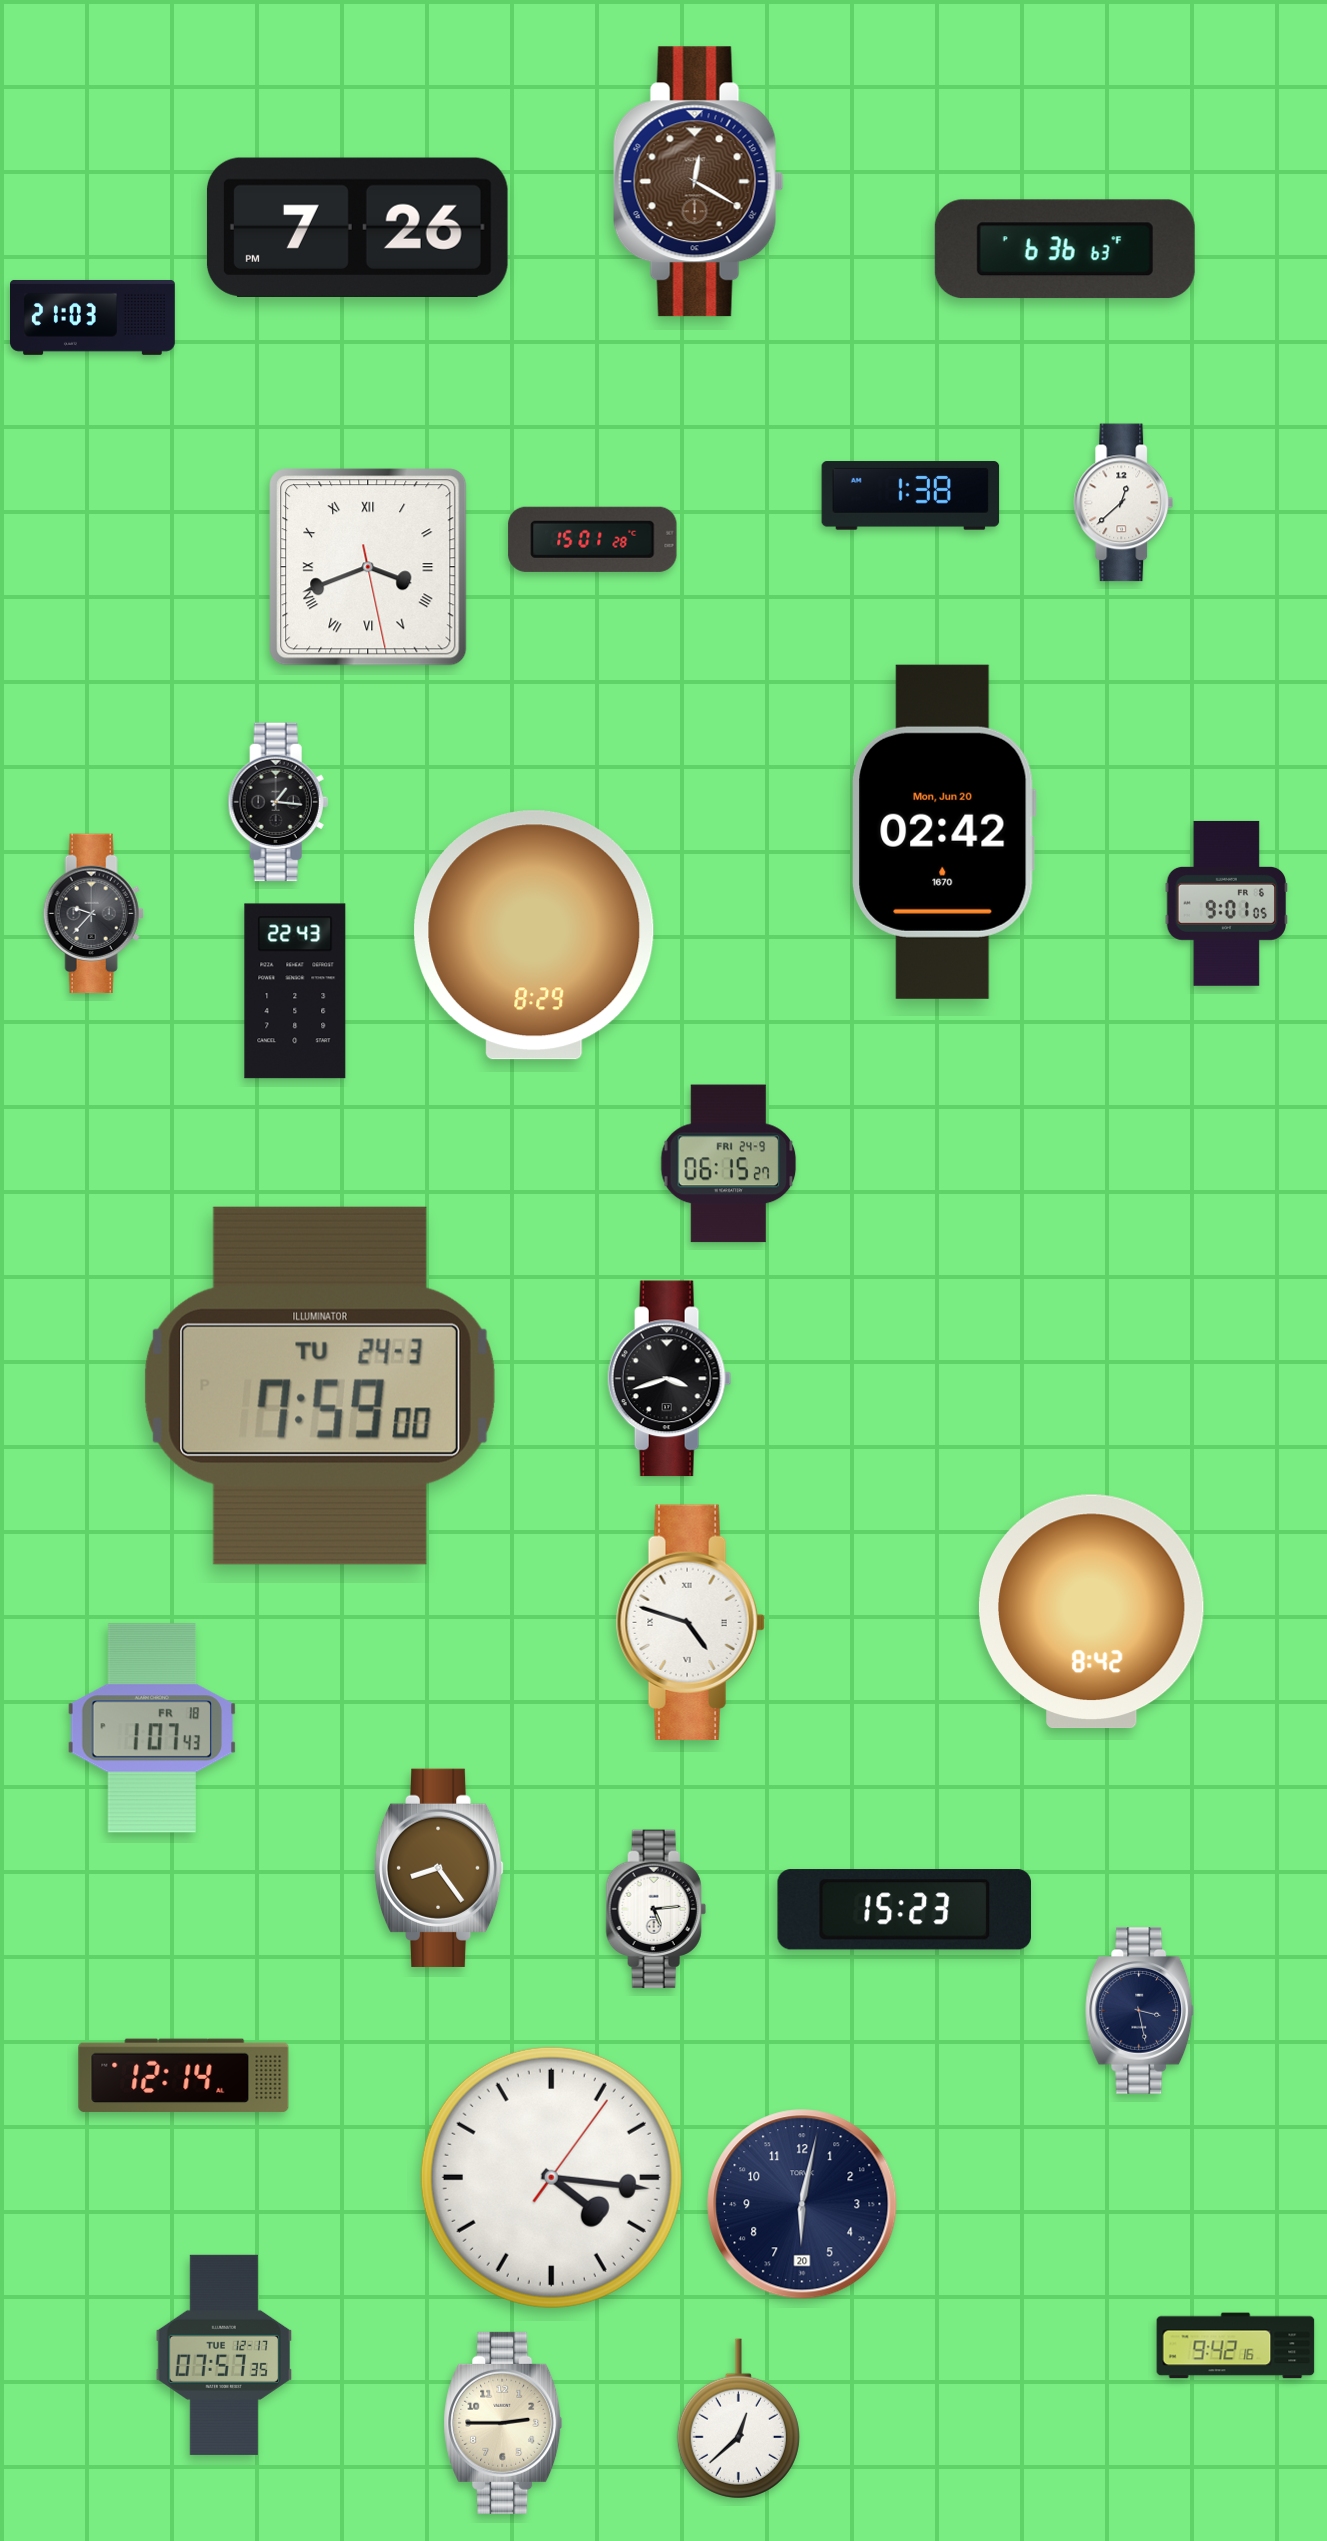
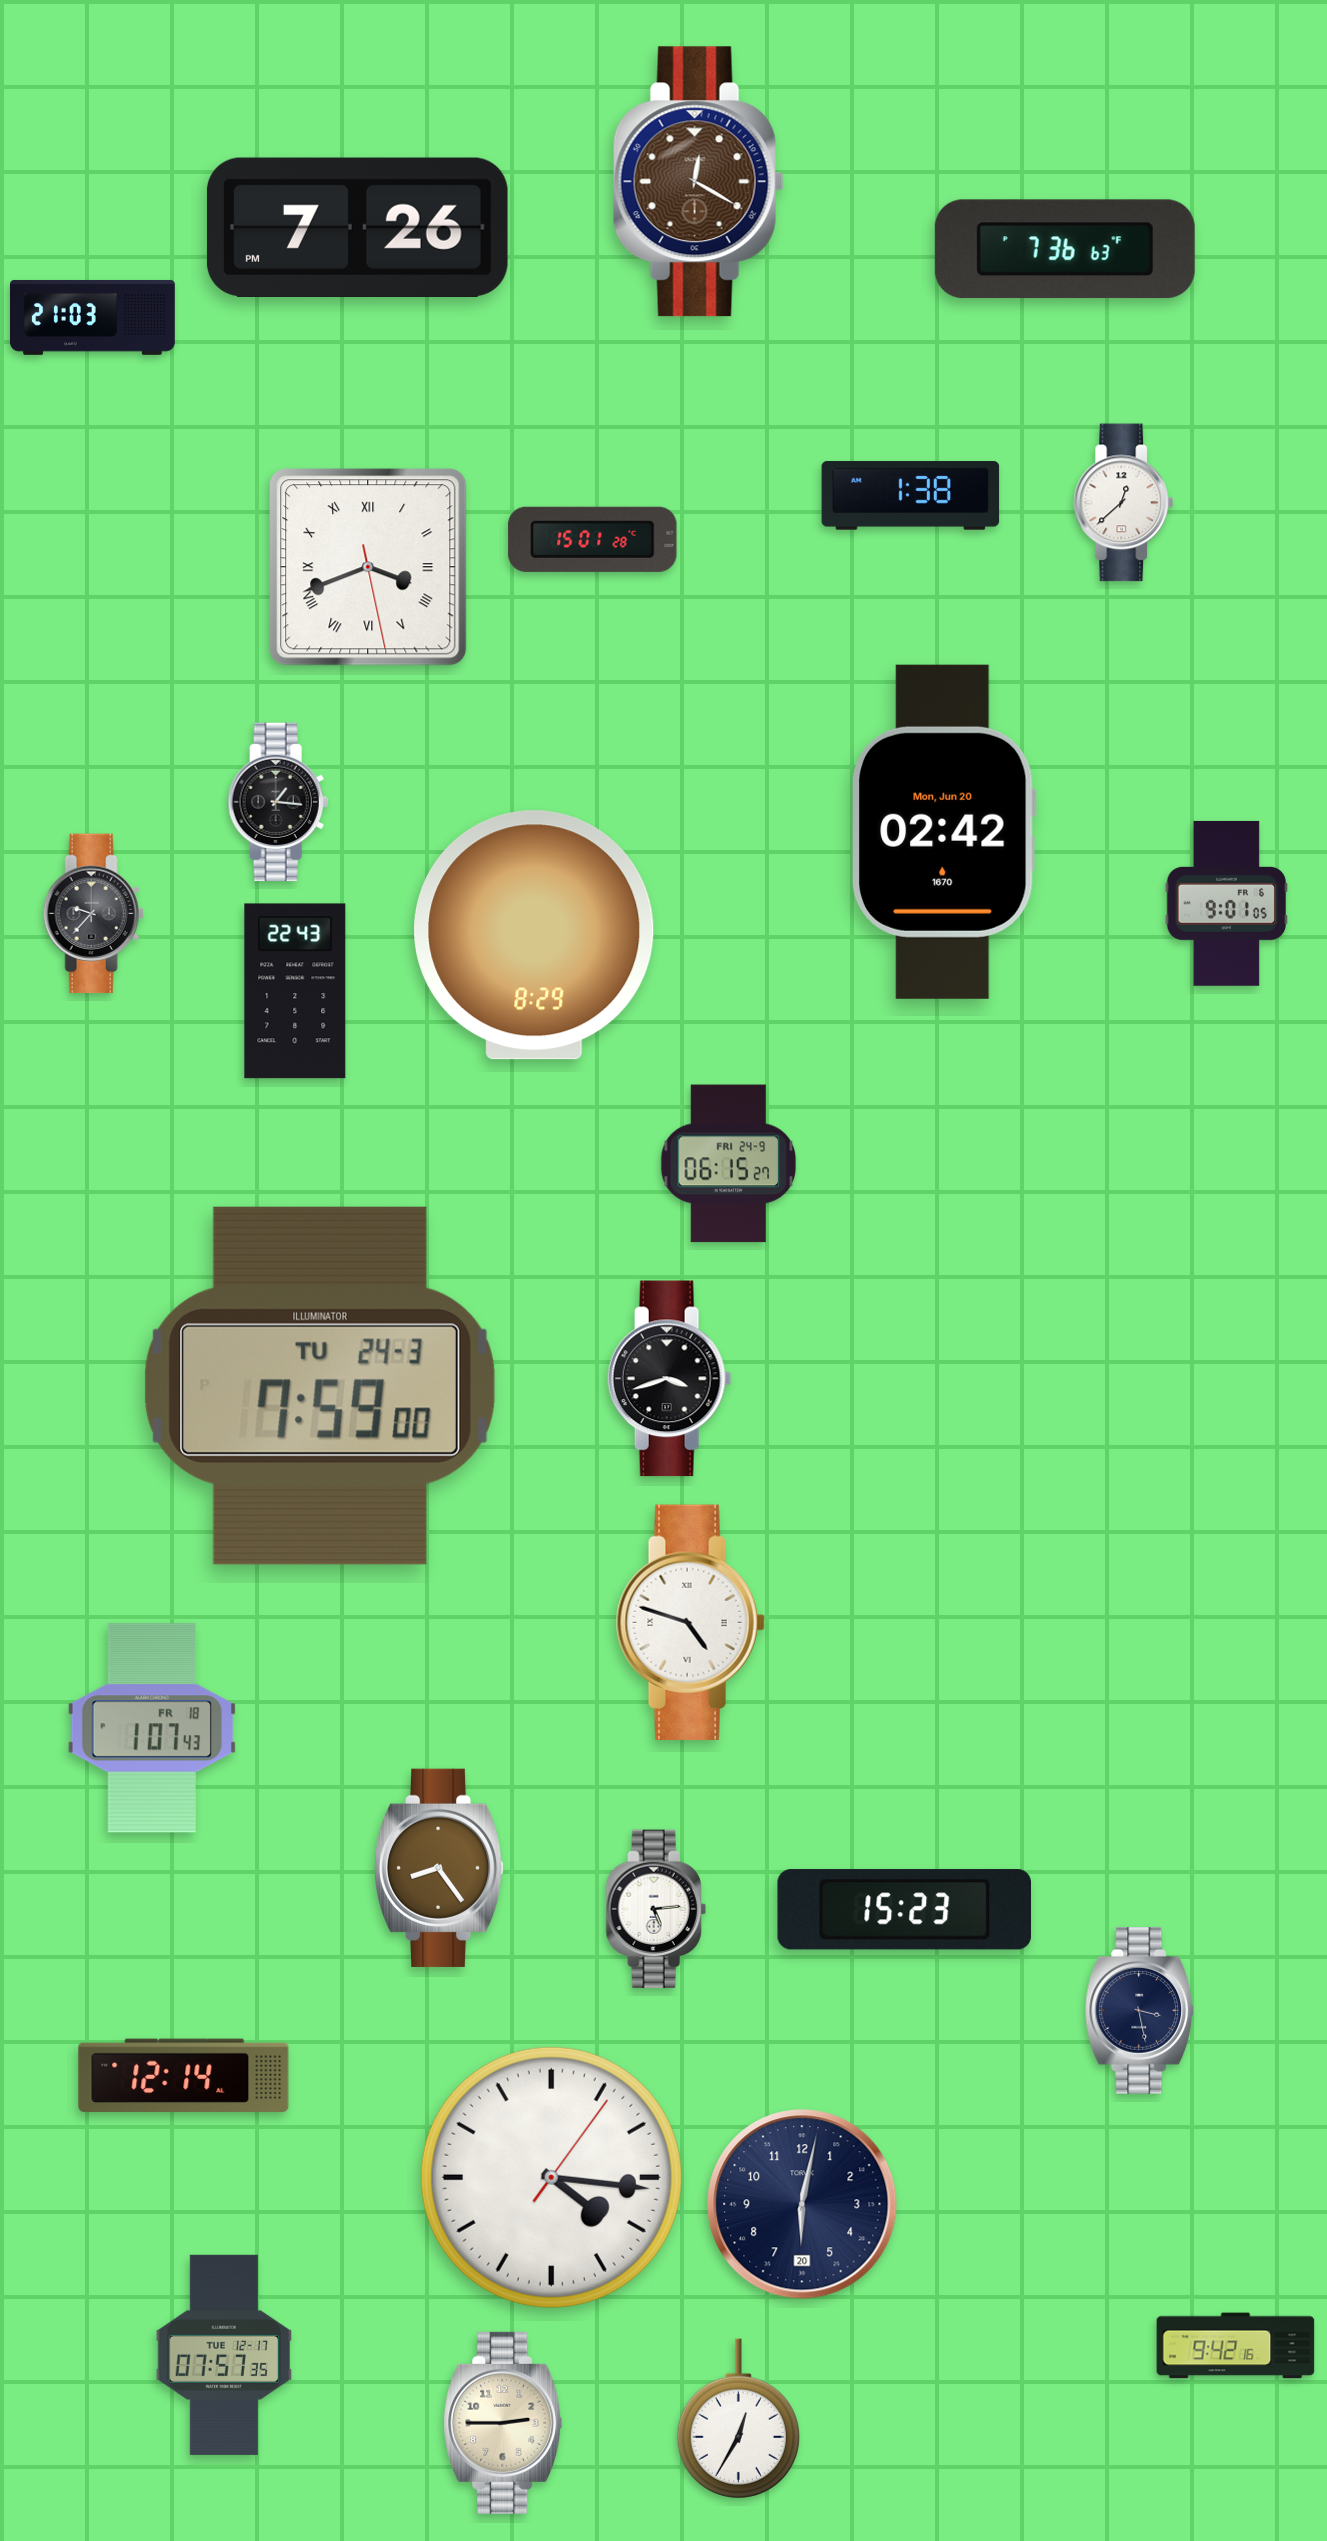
clock at (1065, 249): 6:36 -> 7:36
clock at (1091, 1611): 8:42 -> none
clock at (738, 2419): 12:38 -> 12:35
